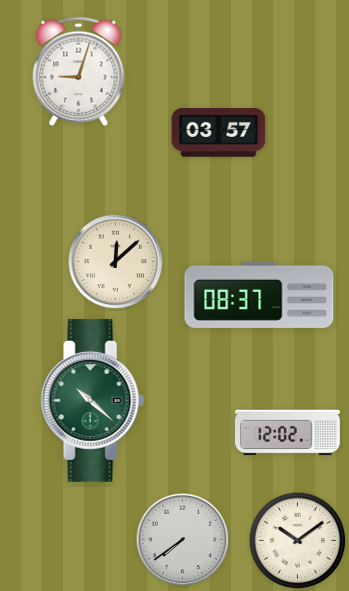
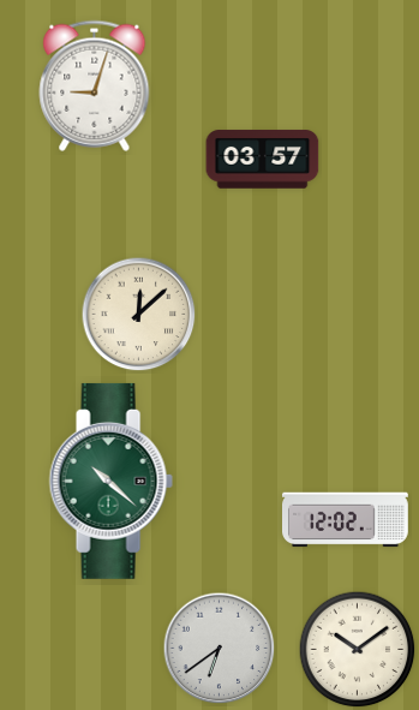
clock at (259, 295): 08:37 -> none
clock at (183, 540): 7:39 -> 6:39
